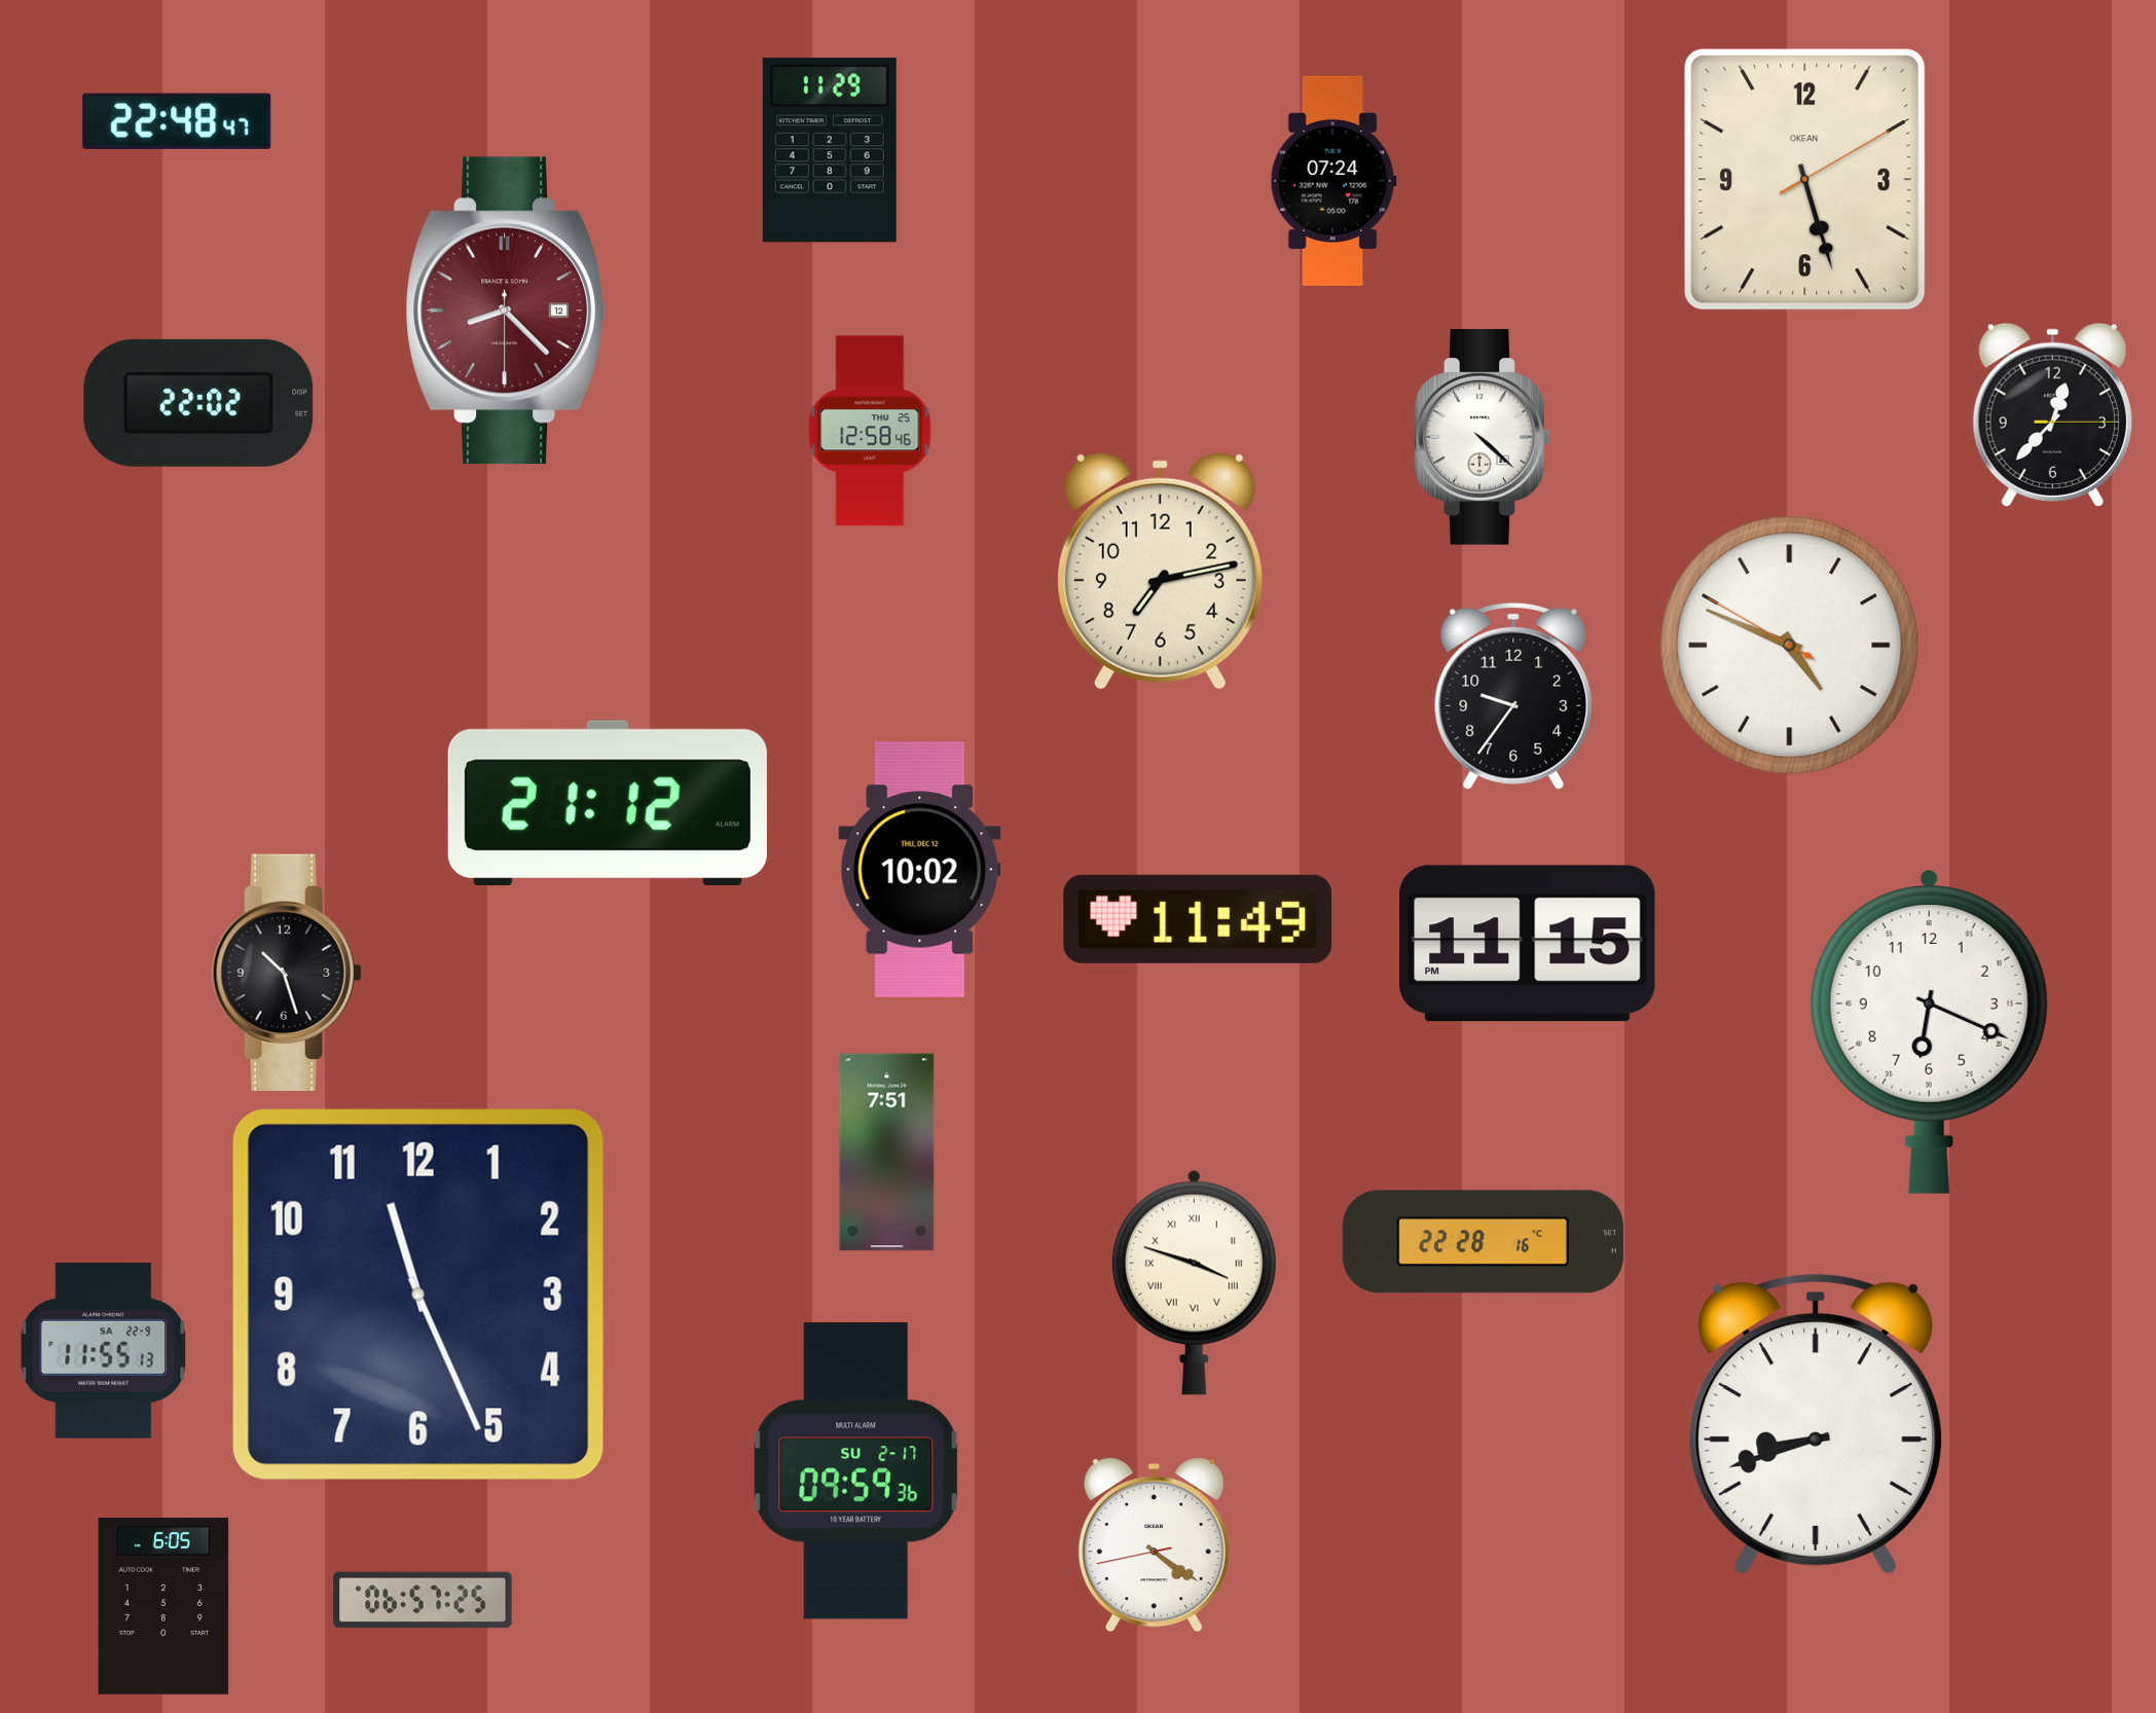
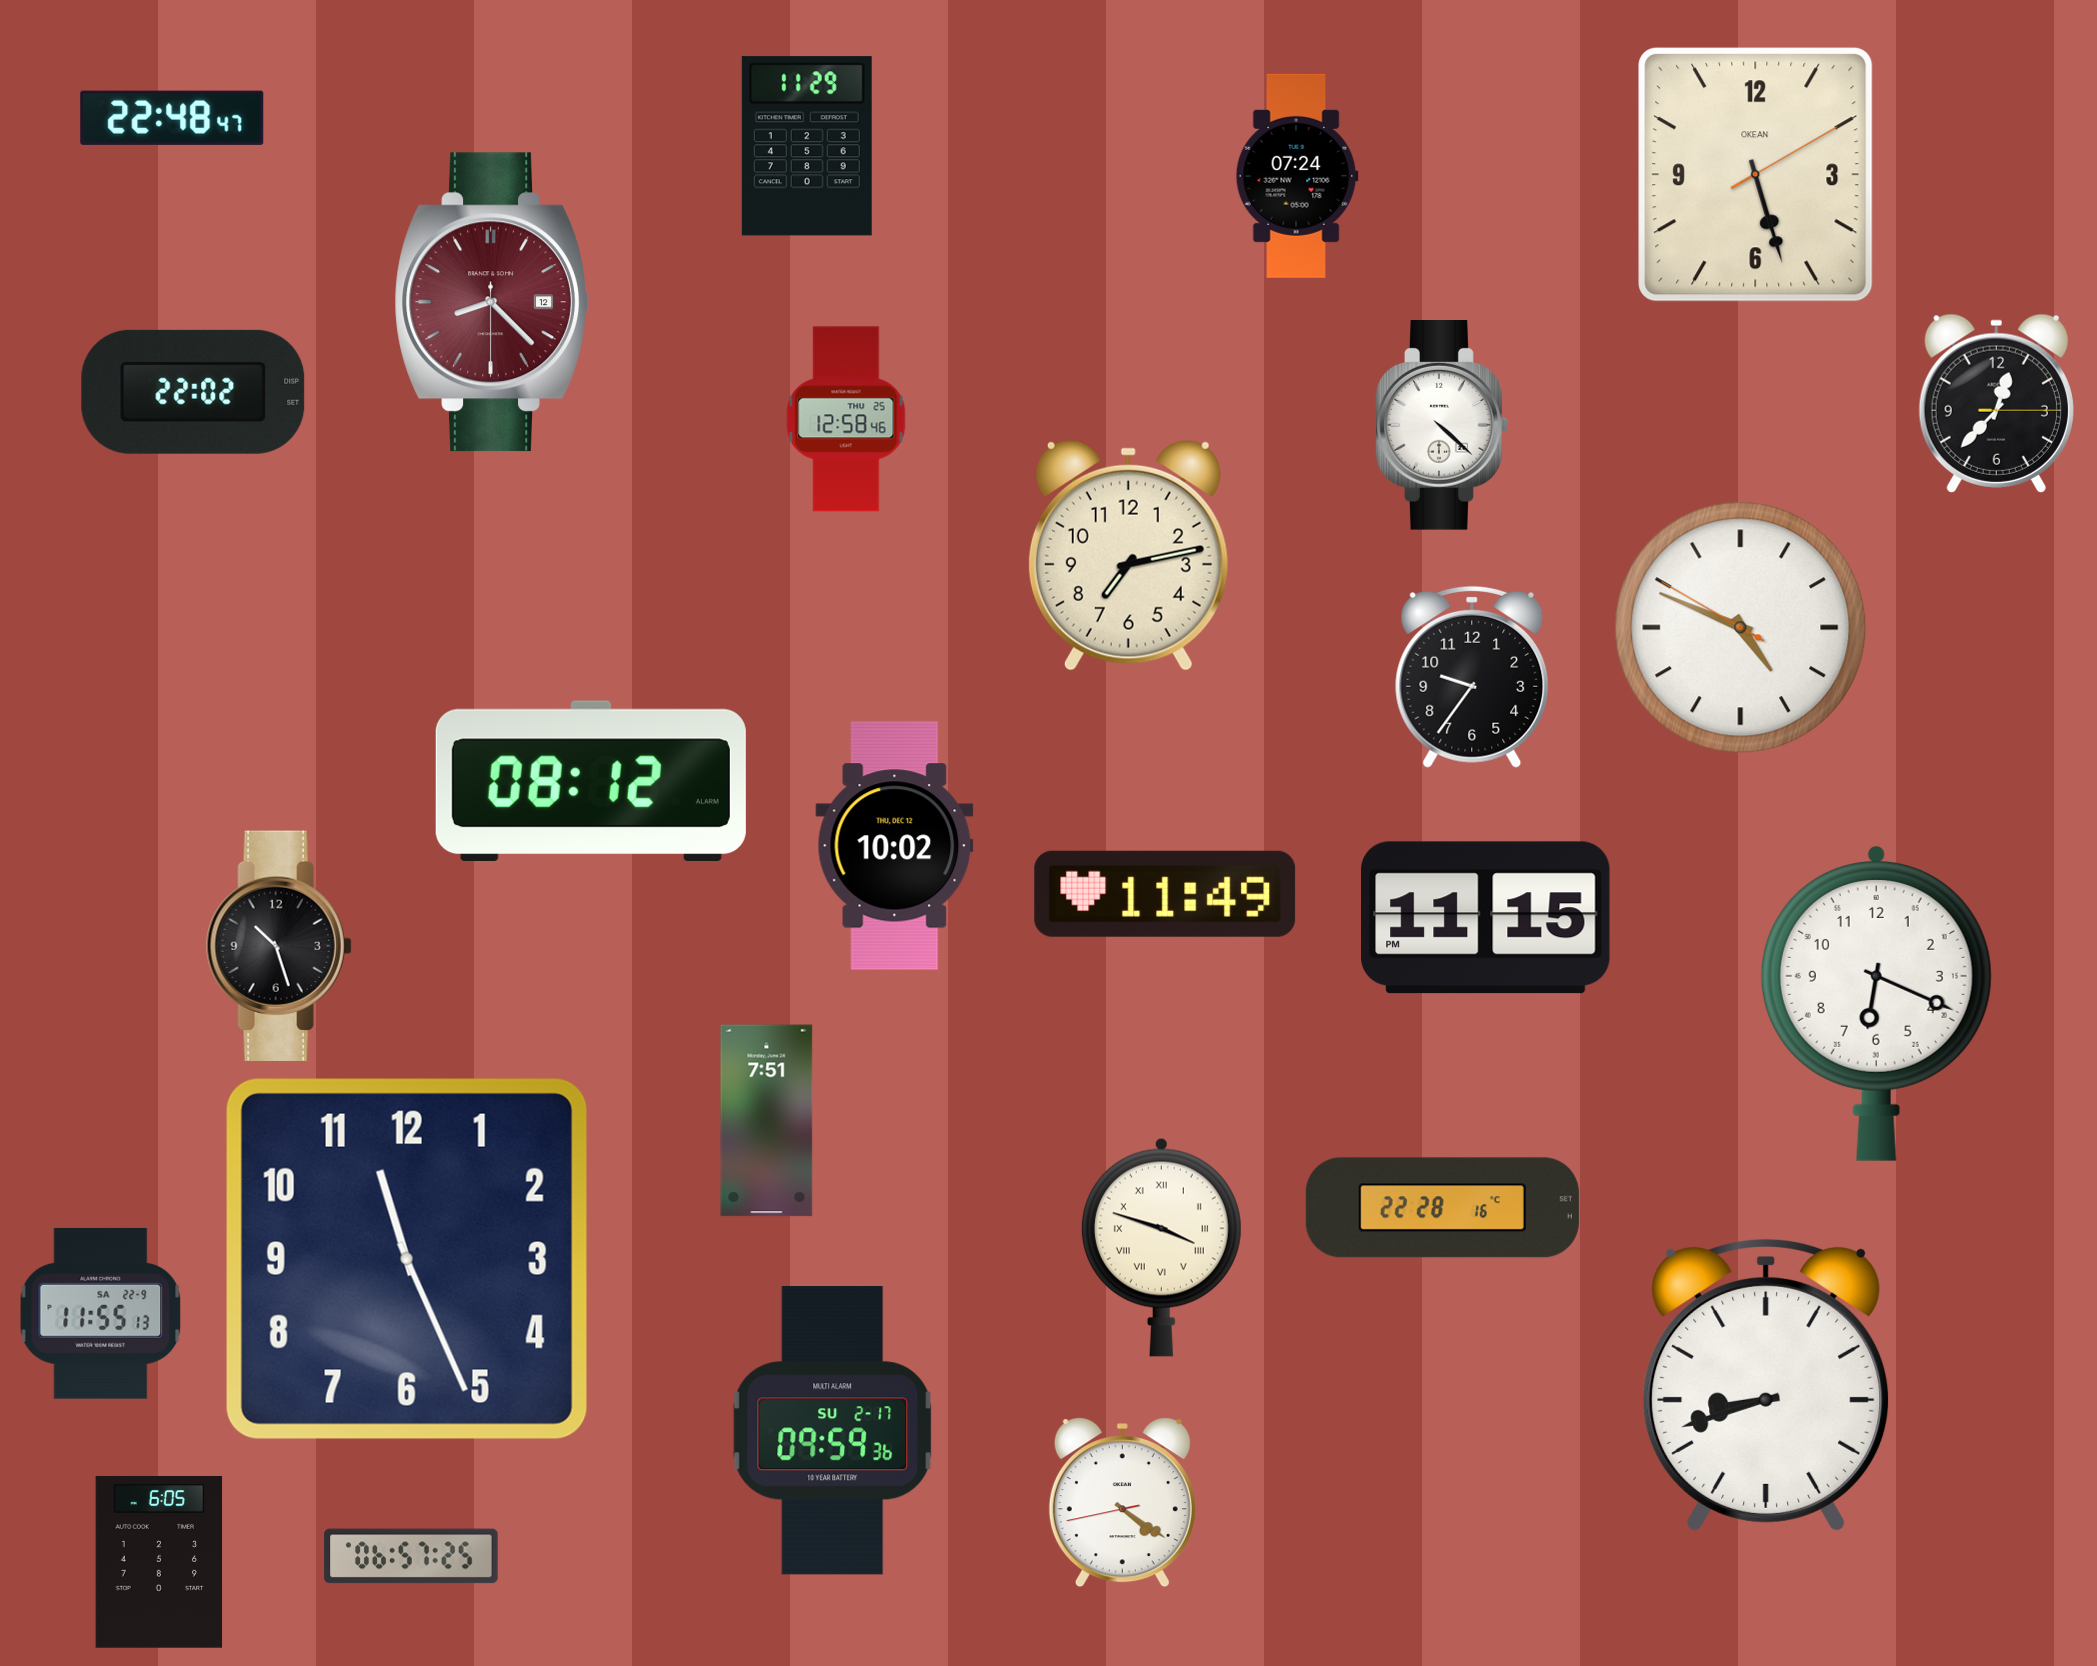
clock at (608, 802): 21:12 -> 08:12
clock at (887, 1153) position: (887, 1153) -> (767, 1121)
